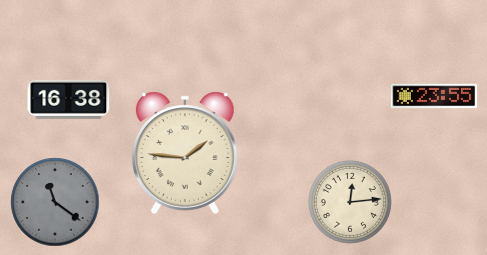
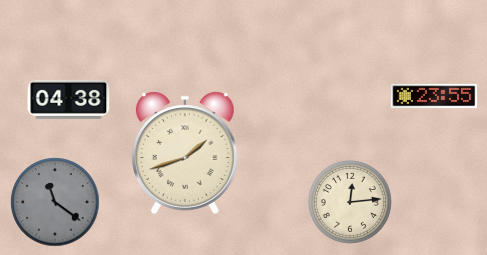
clock at (69, 99): 16:38 -> 04:38
clock at (185, 153): 1:46 -> 1:42
